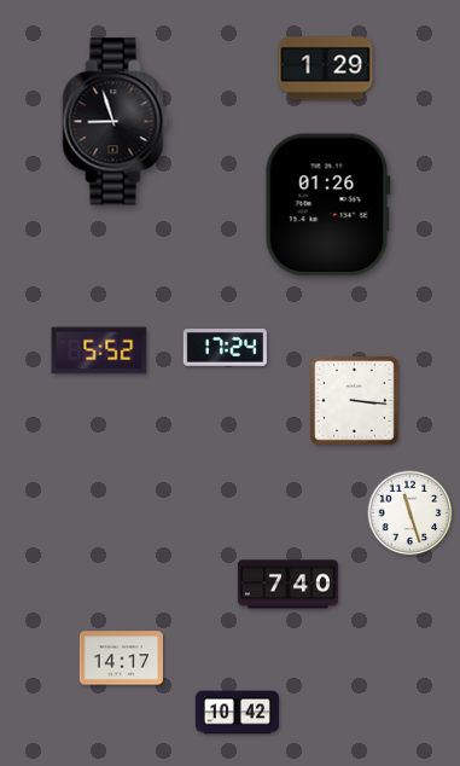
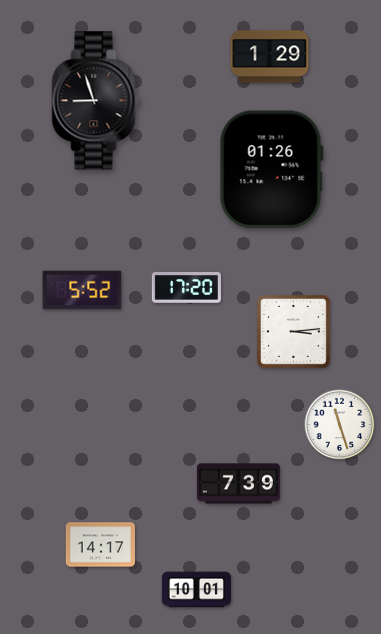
clock at (225, 348): 17:24 -> 17:20
clock at (355, 401): 3:16 -> 3:14
clock at (287, 585): 7:40 -> 7:39
clock at (237, 713): 10:42 -> 10:01
